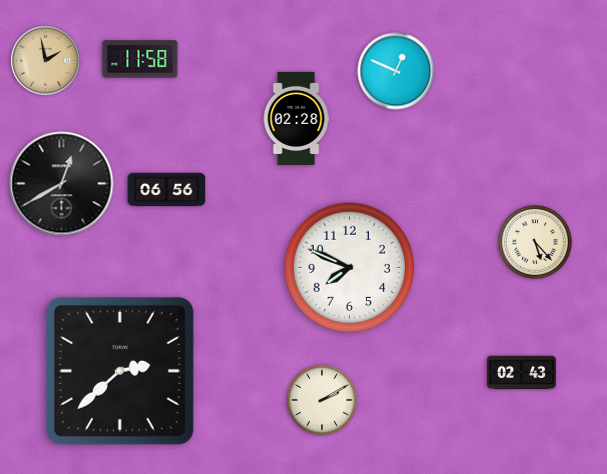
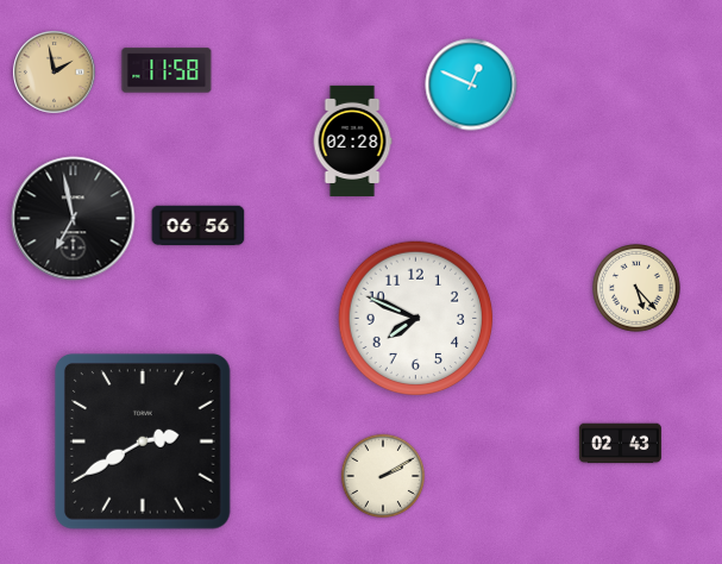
clock at (62, 184): 12:40 -> 6:58
clock at (120, 371): 2:38 -> 2:40
